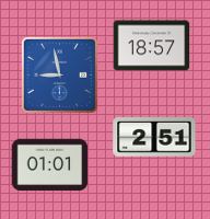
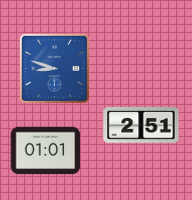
clock at (152, 46): 18:57 -> none
clock at (59, 74): 8:58 -> 8:48
